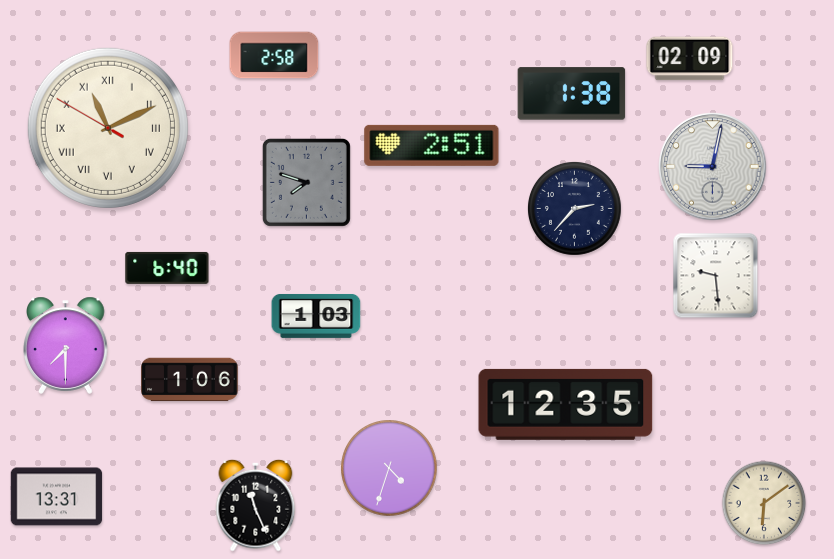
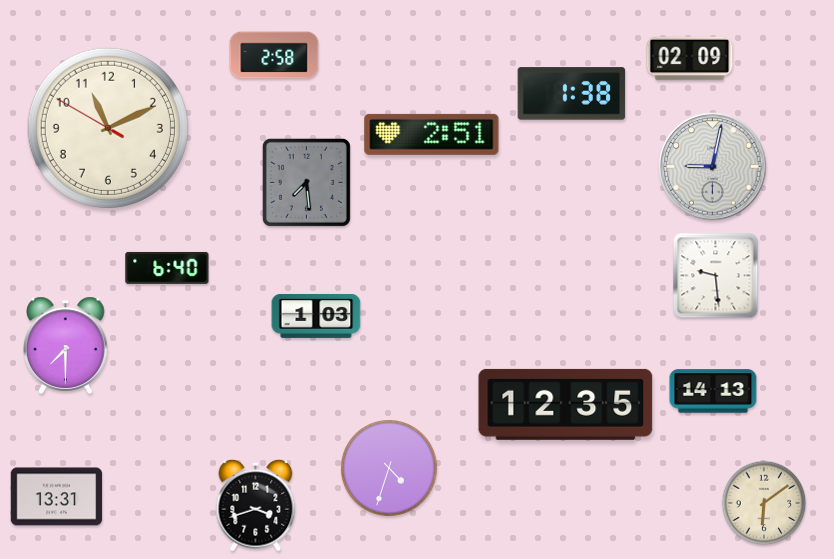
clock at (108, 128) numerals: Roman -> Arabic
clock at (432, 145) position: (432, 145) -> (432, 134)
clock at (306, 182): 7:48 -> 7:29
clock at (574, 208): 2:37 -> none
clock at (190, 380): 1:06 -> none
clock at (713, 391): none -> 14:13
clock at (256, 505): 11:26 -> 3:42
